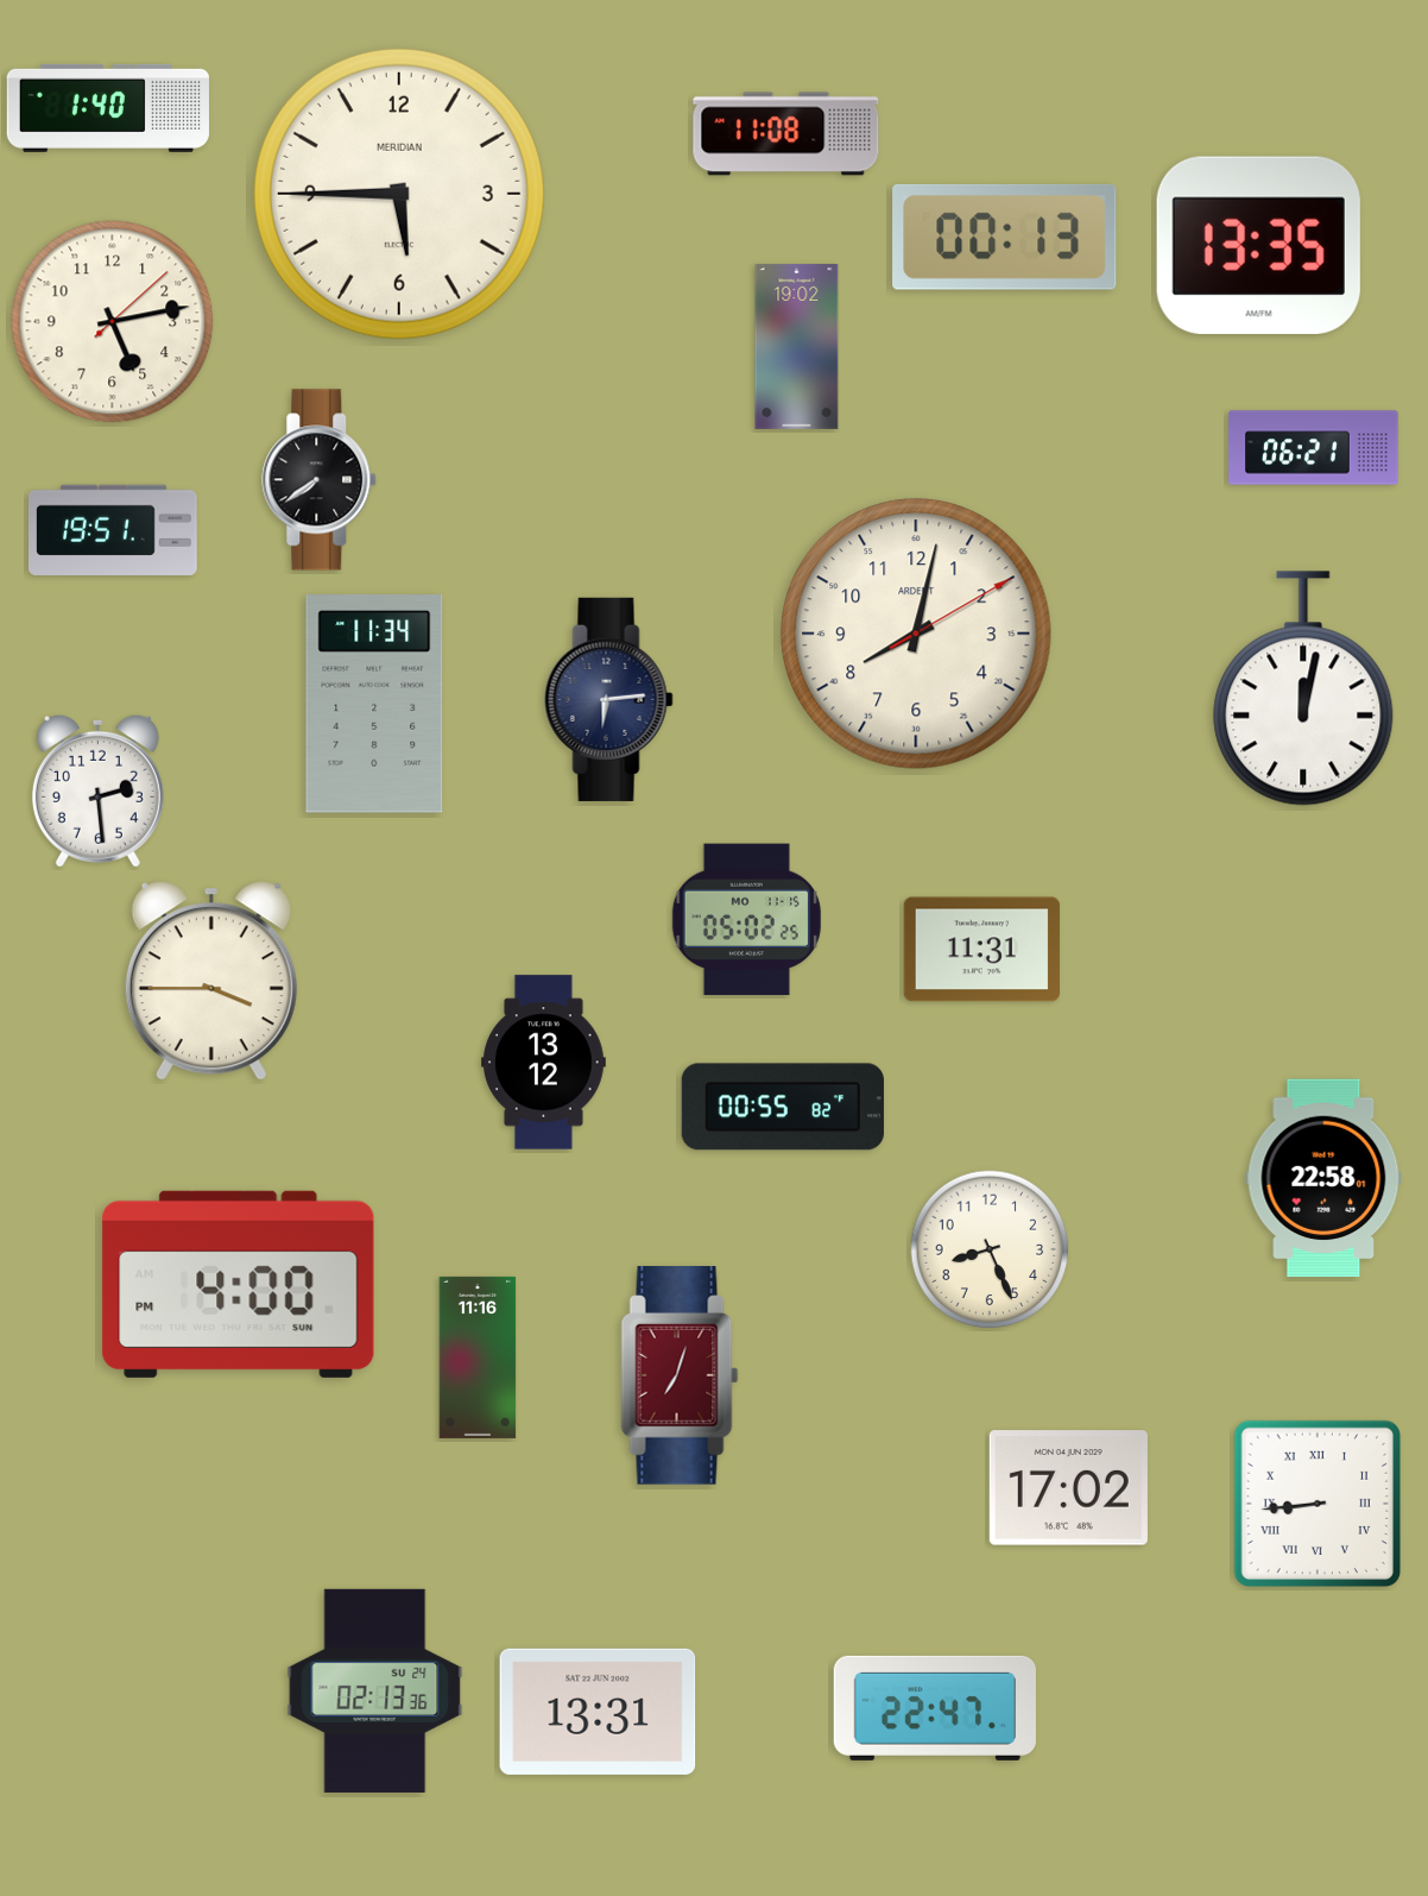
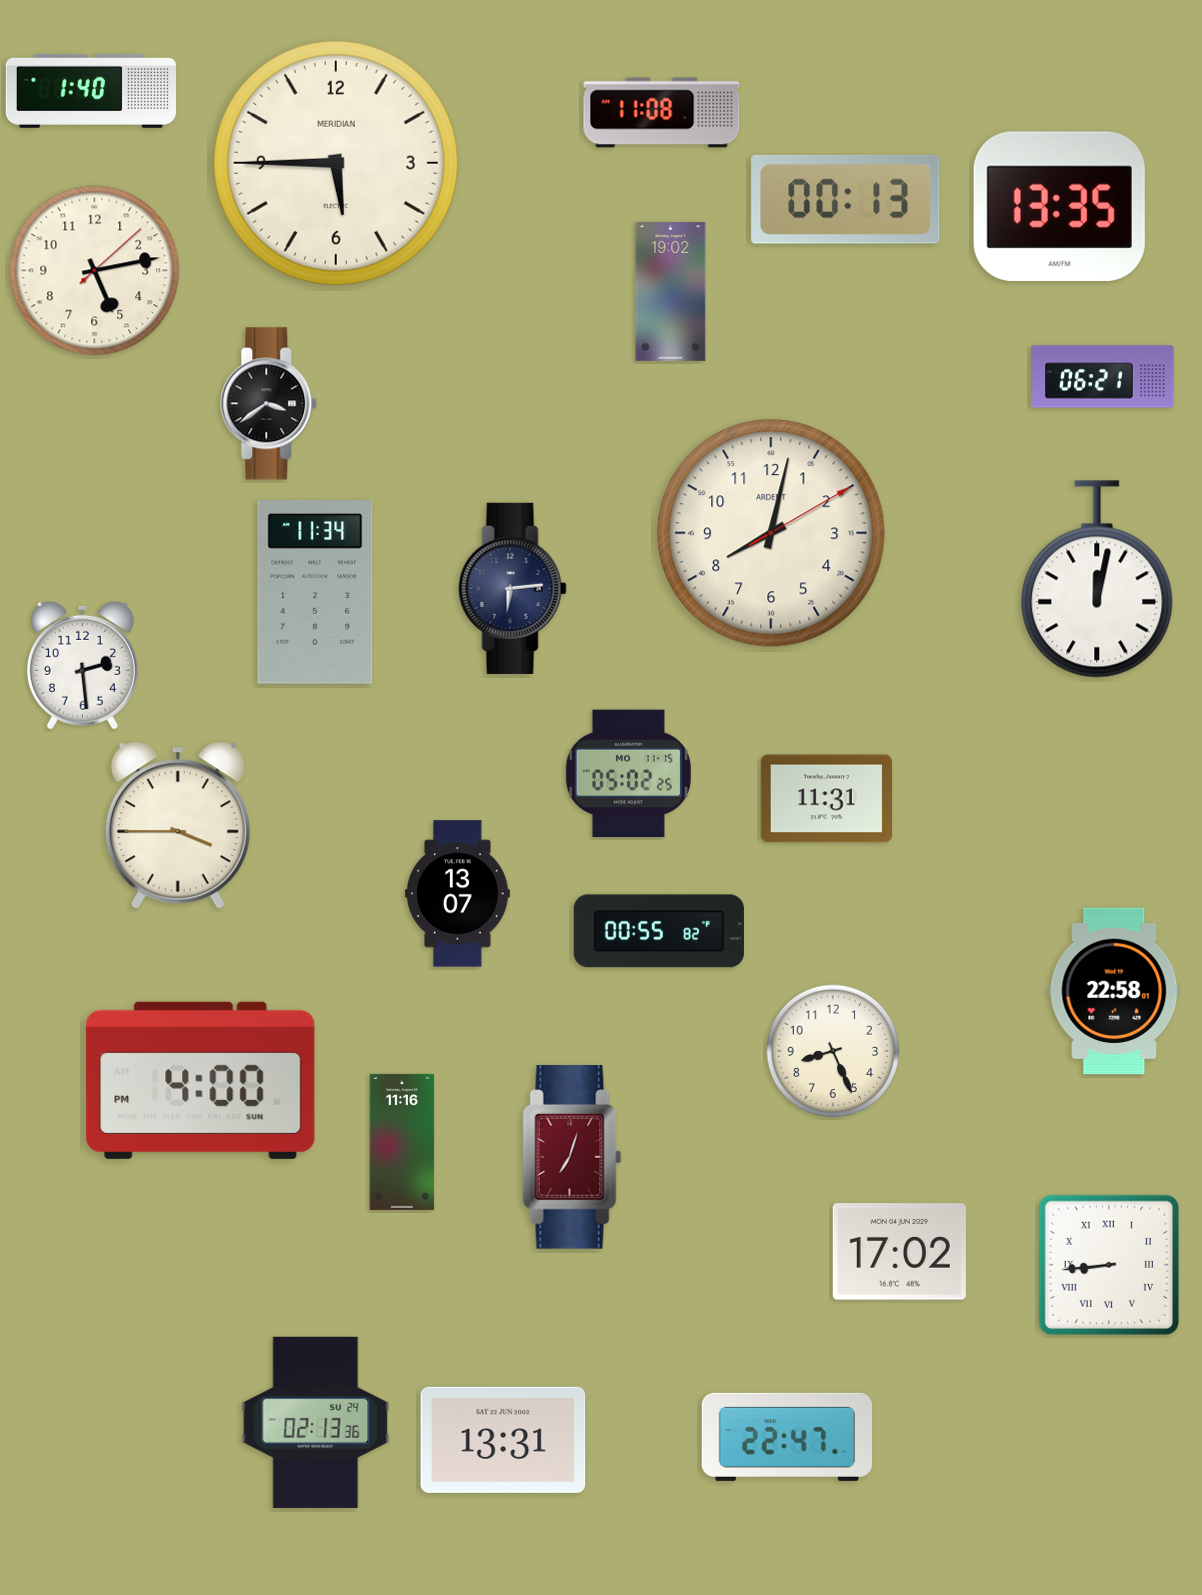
clock at (1314, 448) position: (1314, 448) -> (1103, 377)
clock at (320, 480): 7:39 -> 3:39
clock at (113, 530): 19:51 -> none
clock at (543, 1063): 13:12 -> 13:07
